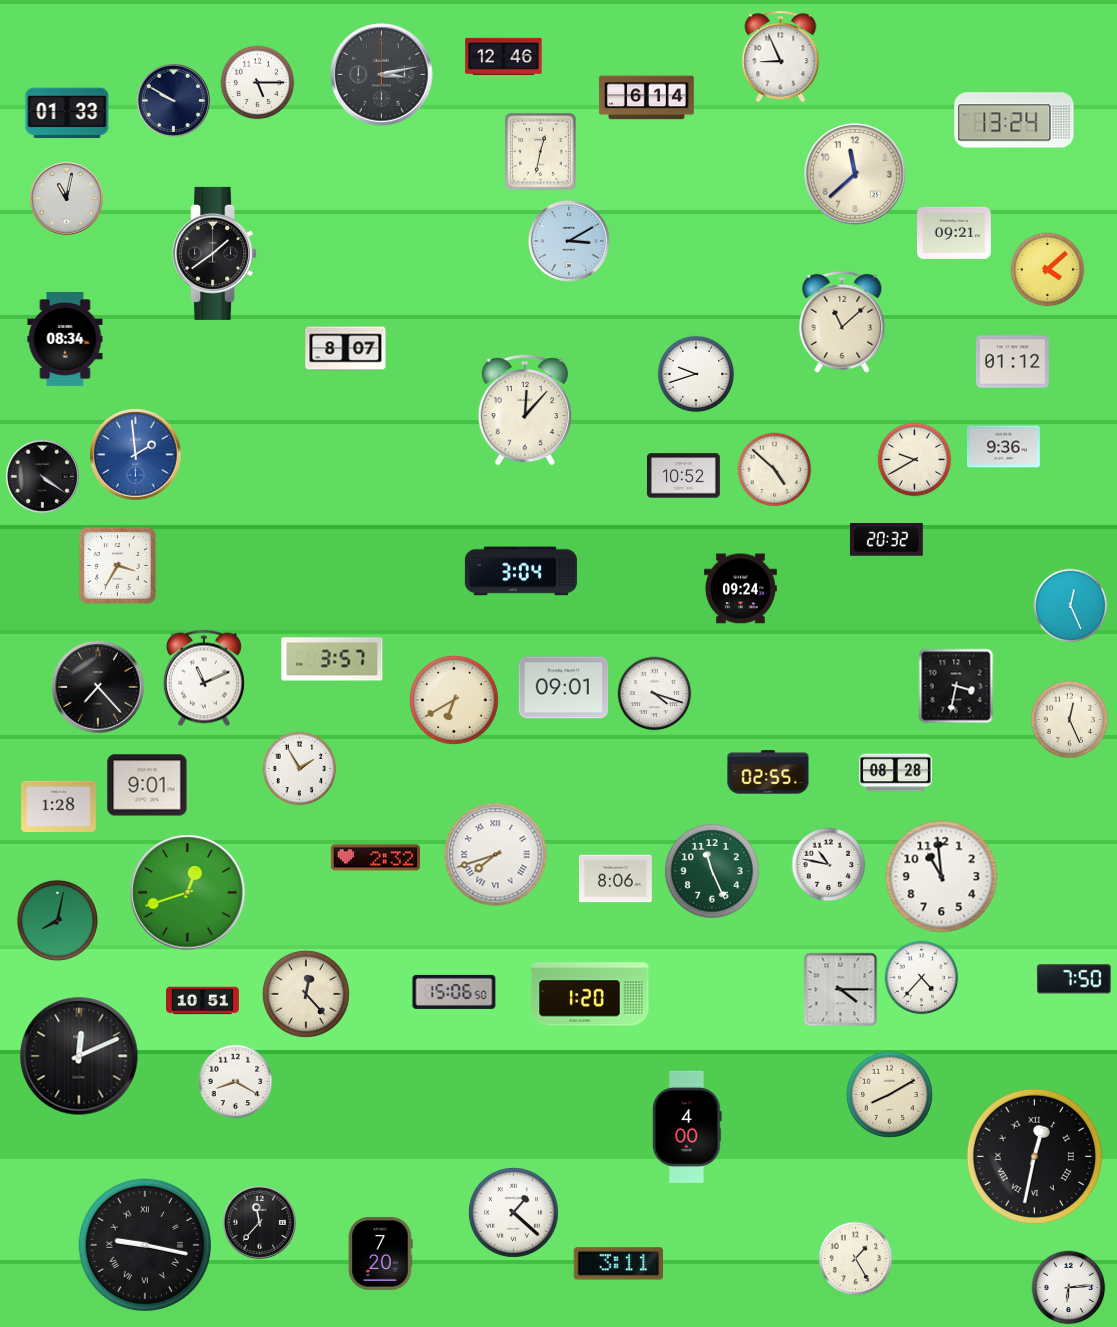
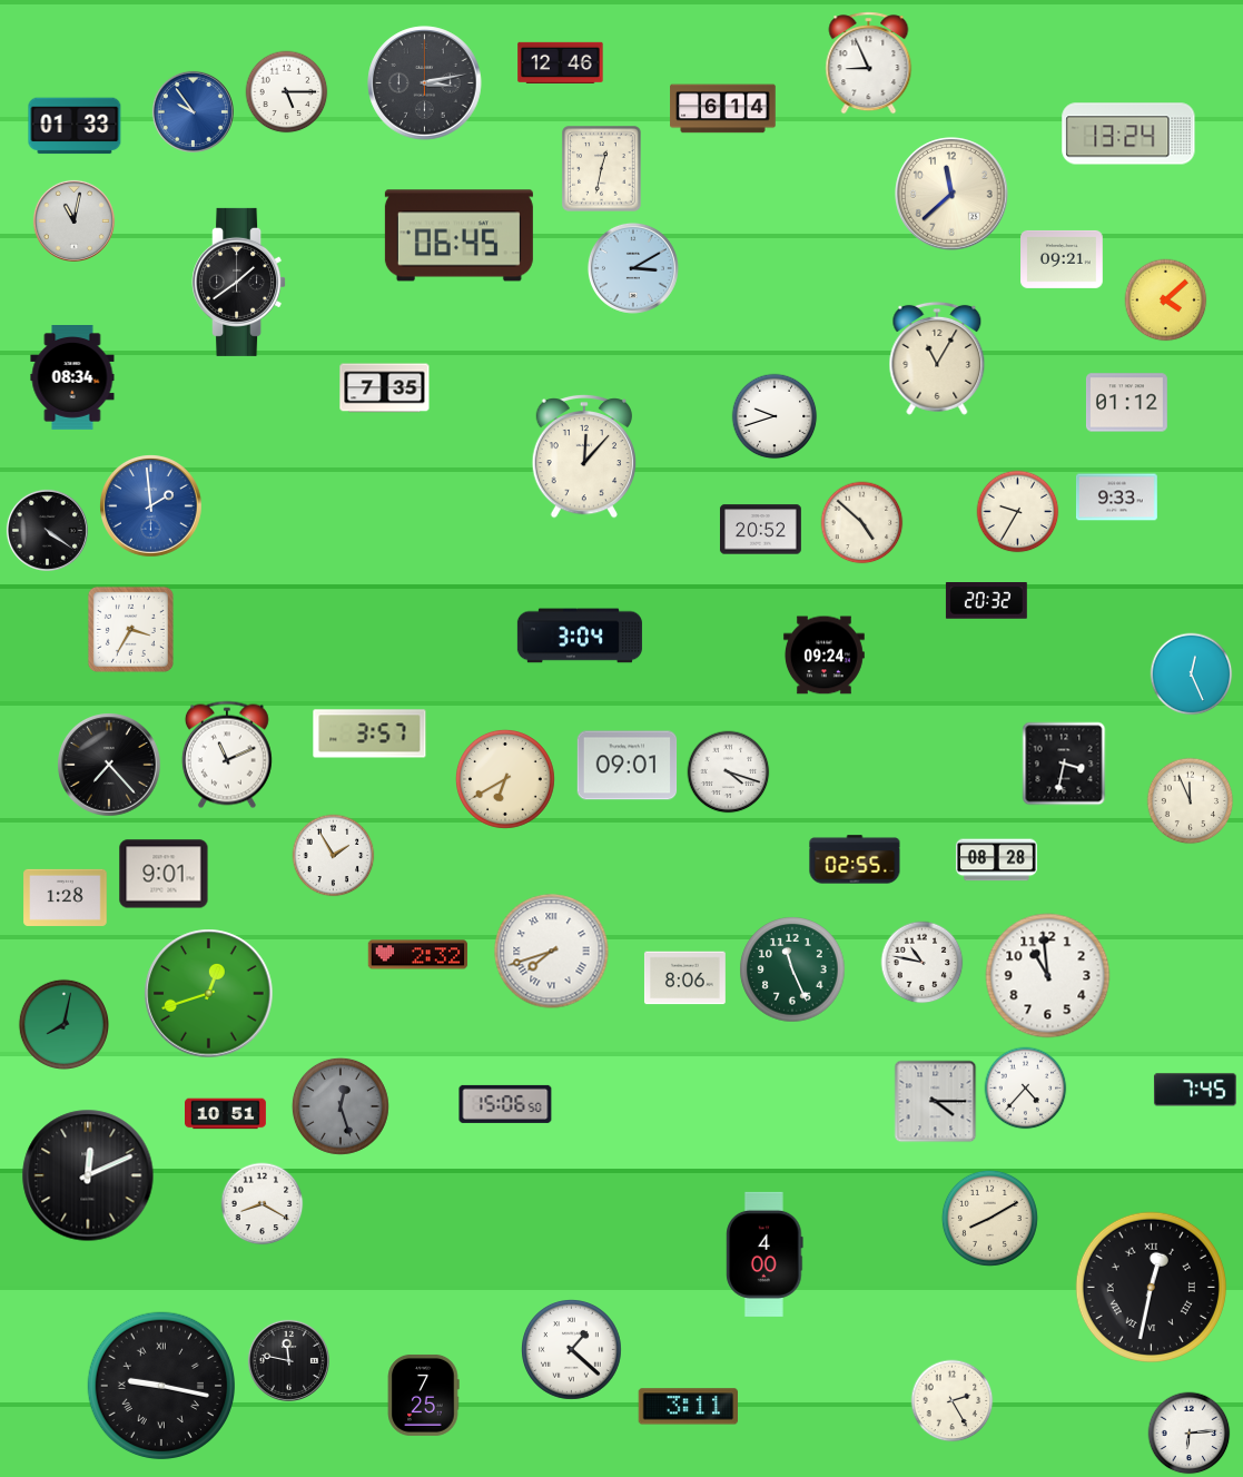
clock at (647, 98) position: (647, 98) -> (723, 109)
clock at (173, 100): 9:50 -> 9:54
clock at (173, 100) dial: navy -> blue
clock at (458, 236): none -> 06:45
clock at (842, 322): 11:08 -> 11:05
clock at (346, 349): 8:07 -> 7:35
clock at (1003, 447): 9:36 -> 9:33
clock at (915, 460): 9:40 -> 9:35
clock at (683, 476): 10:52 -> 20:52
clock at (1070, 720): 12:26 -> 11:56
clock at (1074, 979): 7:50 -> 7:45
clock at (306, 994): 12:23 -> 12:27
clock at (306, 994) dial: cream -> grey
clock at (590, 994): 1:20 -> none
clock at (259, 1222): 11:37 -> 11:47
clock at (380, 1253): 7:20 -> 7:25
clock at (856, 1259): 1:25 -> 2:25
